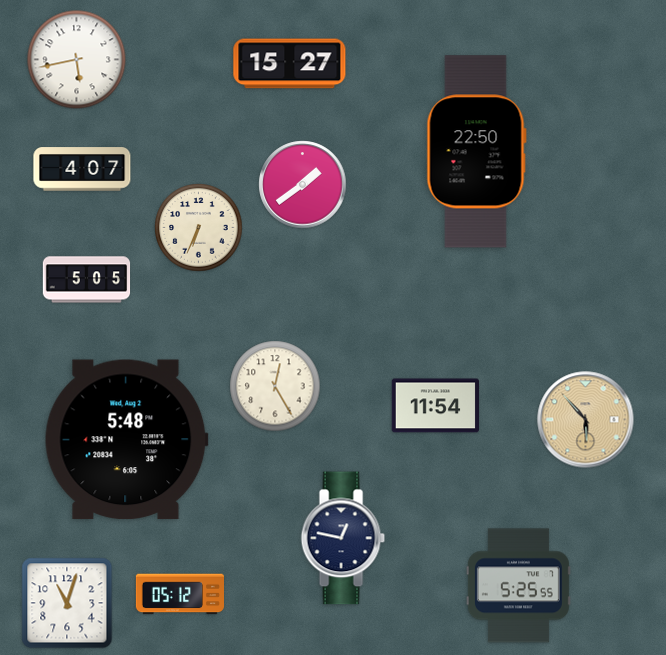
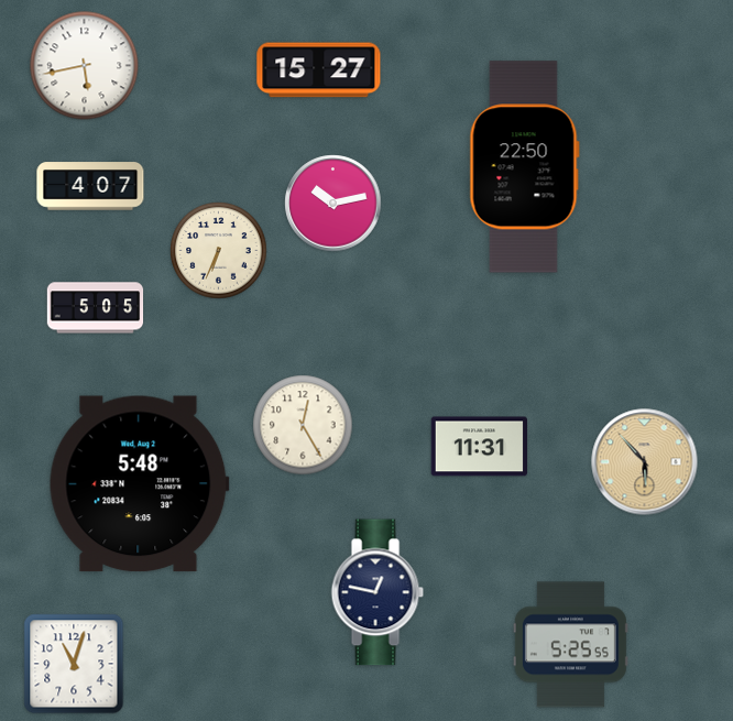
clock at (303, 185): 1:39 -> 10:13
clock at (435, 406): 11:54 -> 11:31
clock at (179, 594): 05:12 -> none
